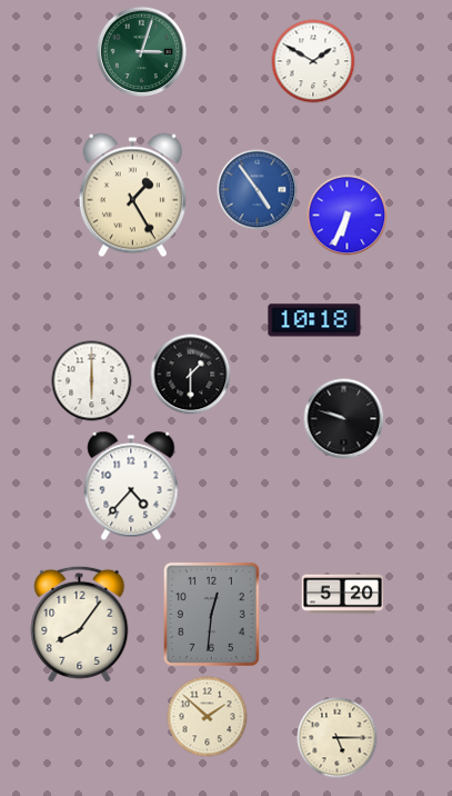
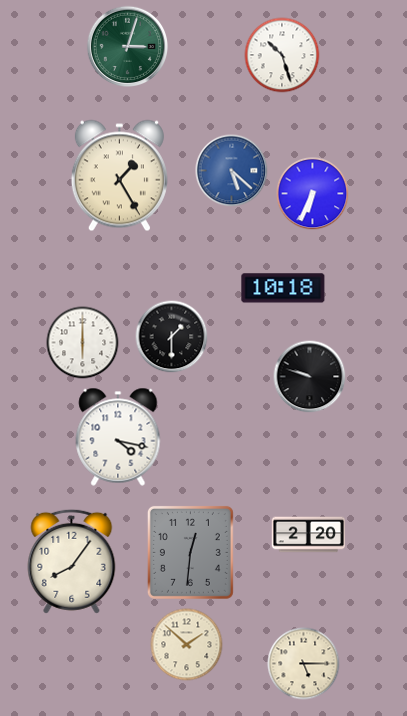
clock at (313, 61): 1:50 -> 10:27
clock at (258, 190): 4:54 -> 5:22
clock at (131, 486): 4:37 -> 4:17
clock at (343, 595): 5:20 -> 2:20
